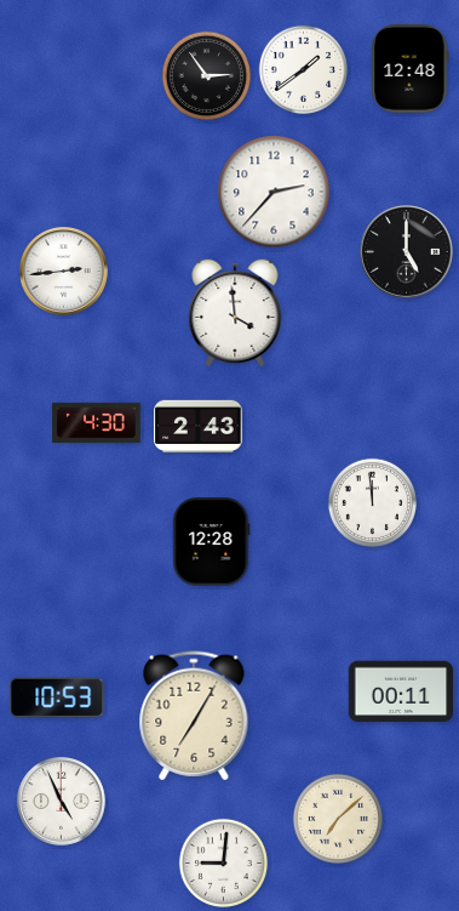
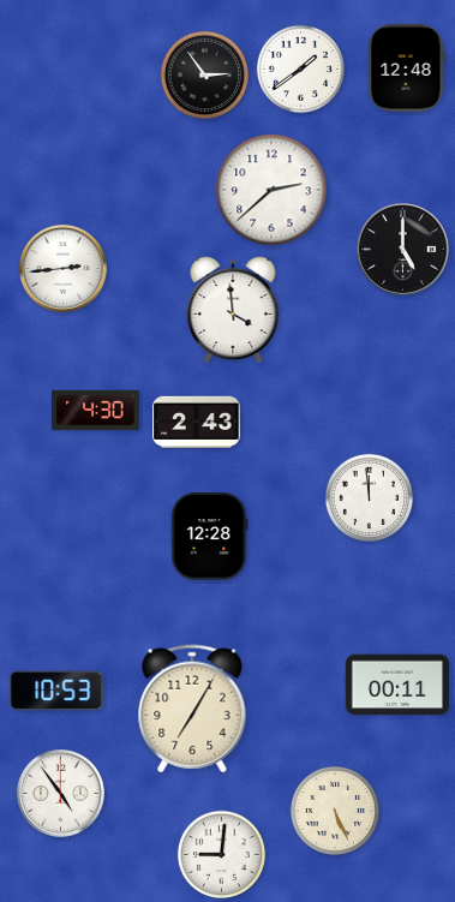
clock at (274, 192): 2:37 -> 2:38
clock at (97, 422) position: (97, 422) -> (96, 410)
clock at (62, 802): 4:56 -> 4:54
clock at (337, 818): 7:08 -> 5:26
